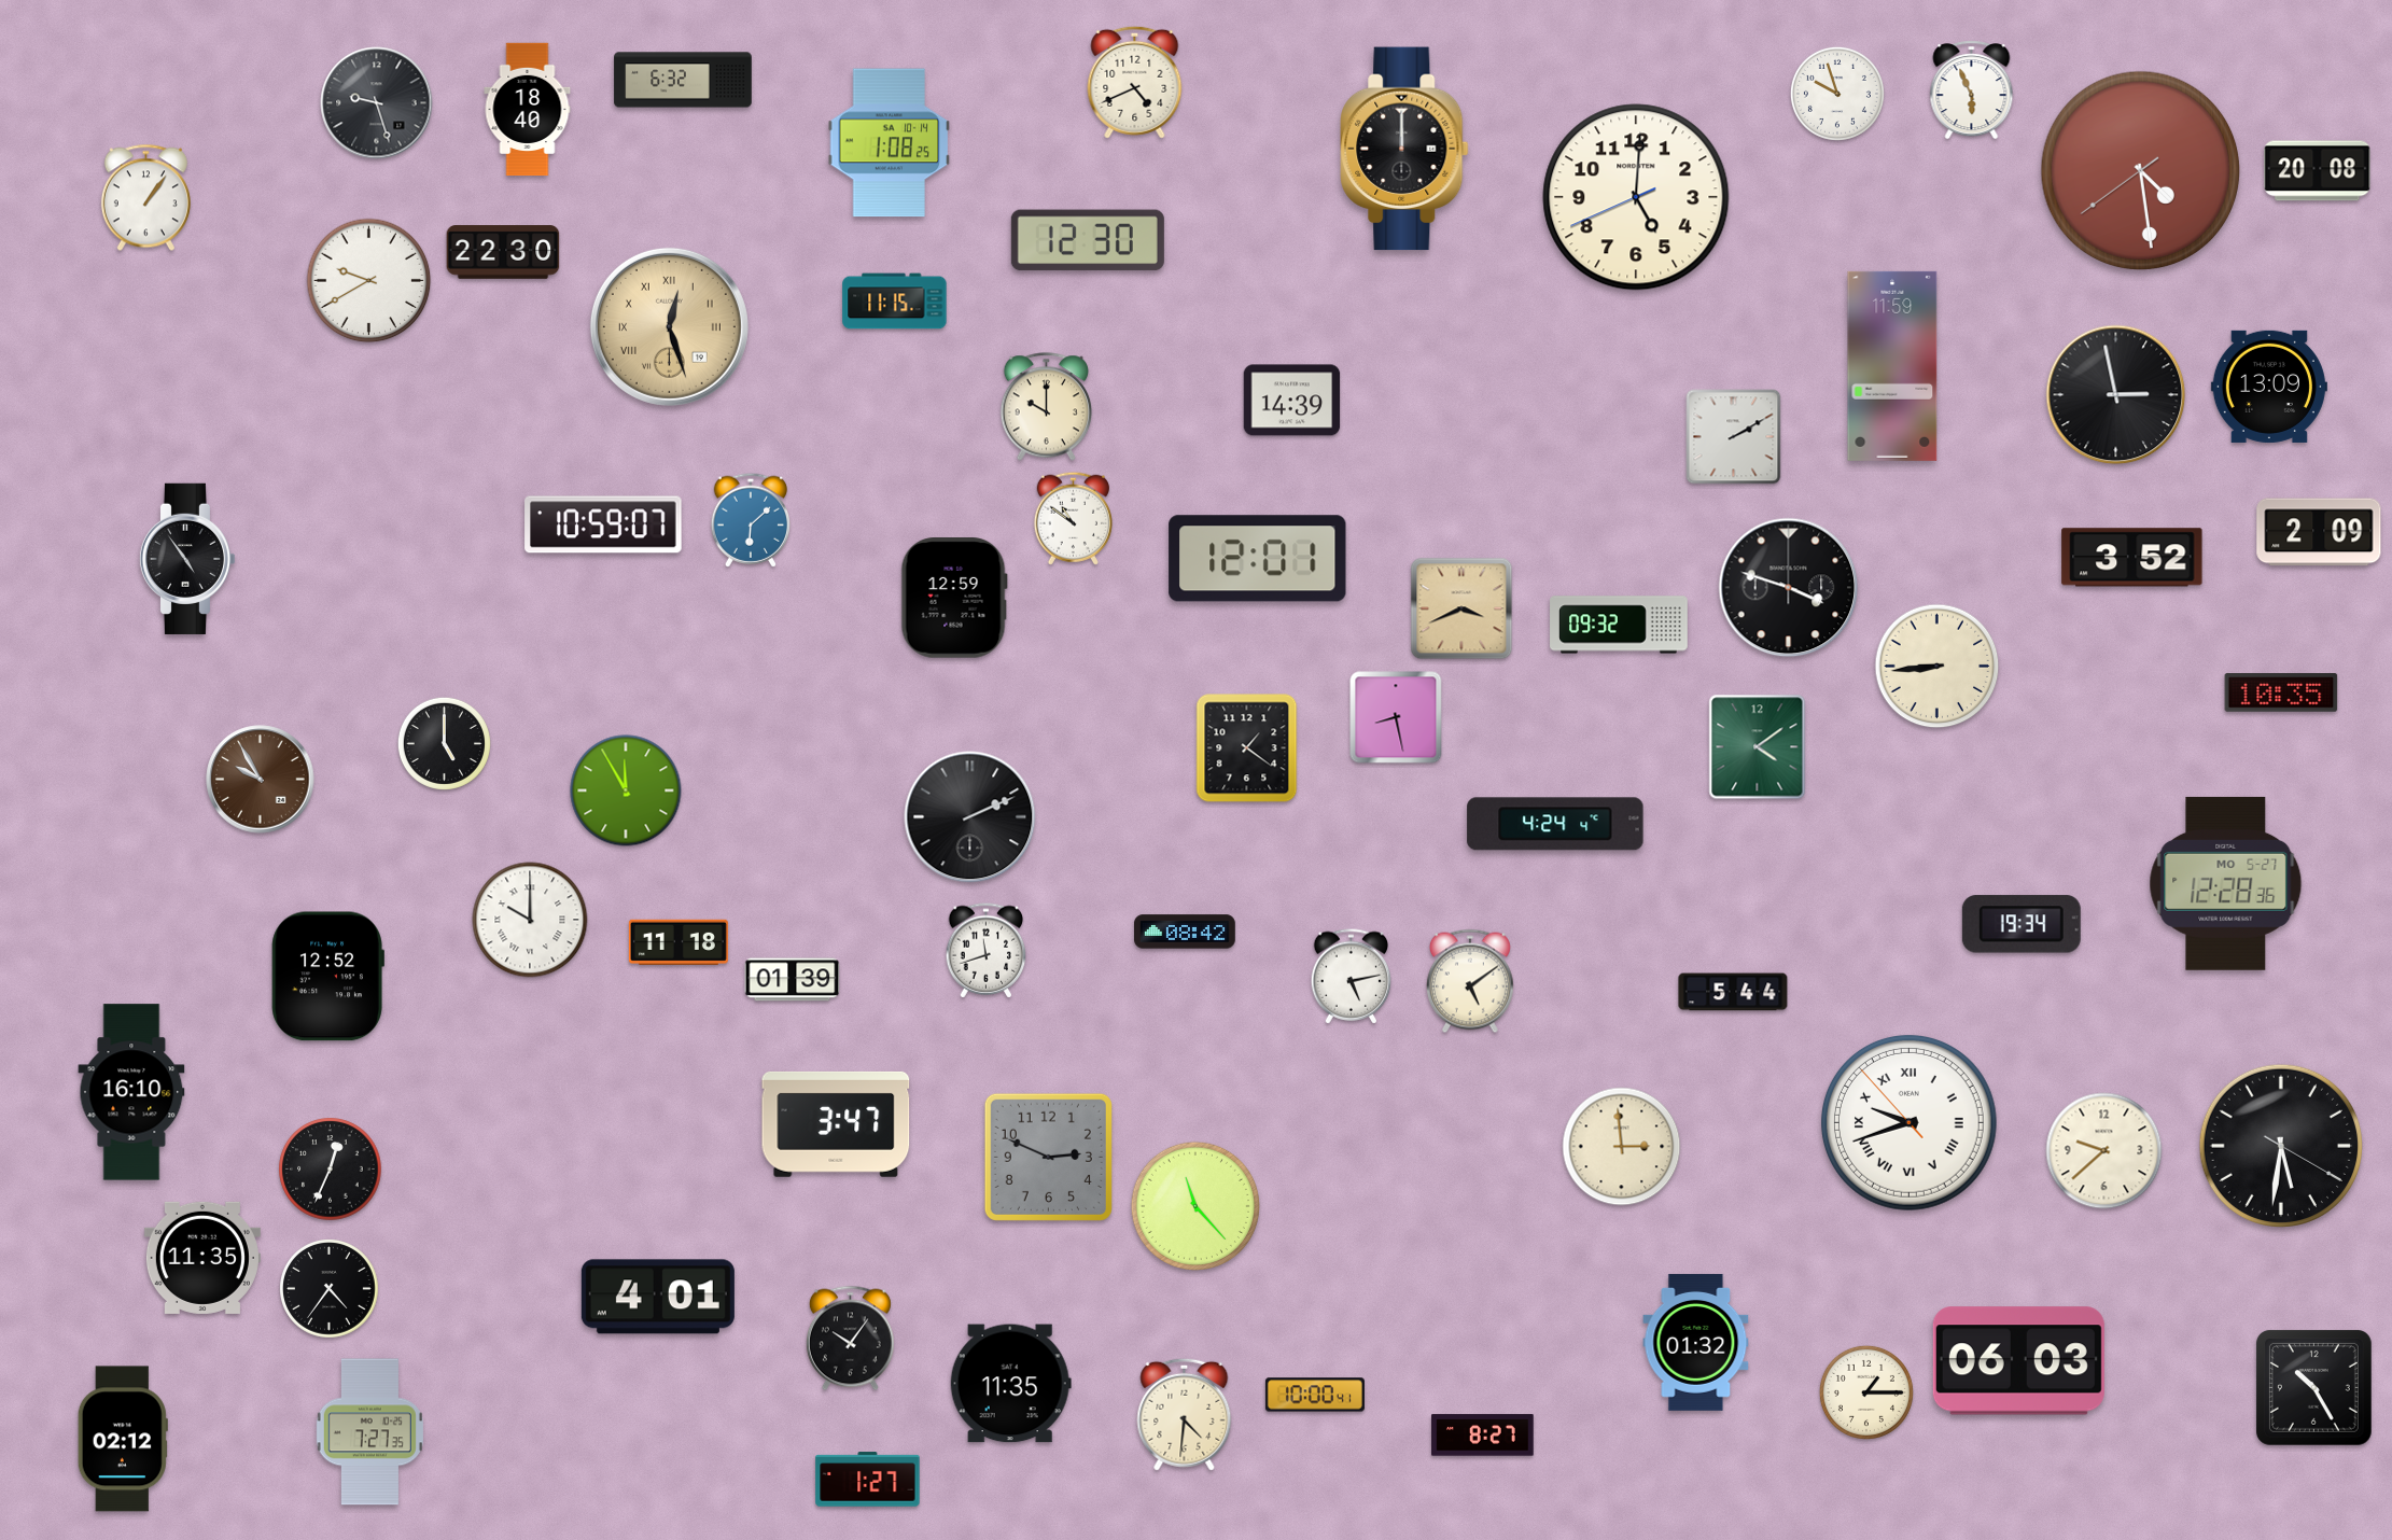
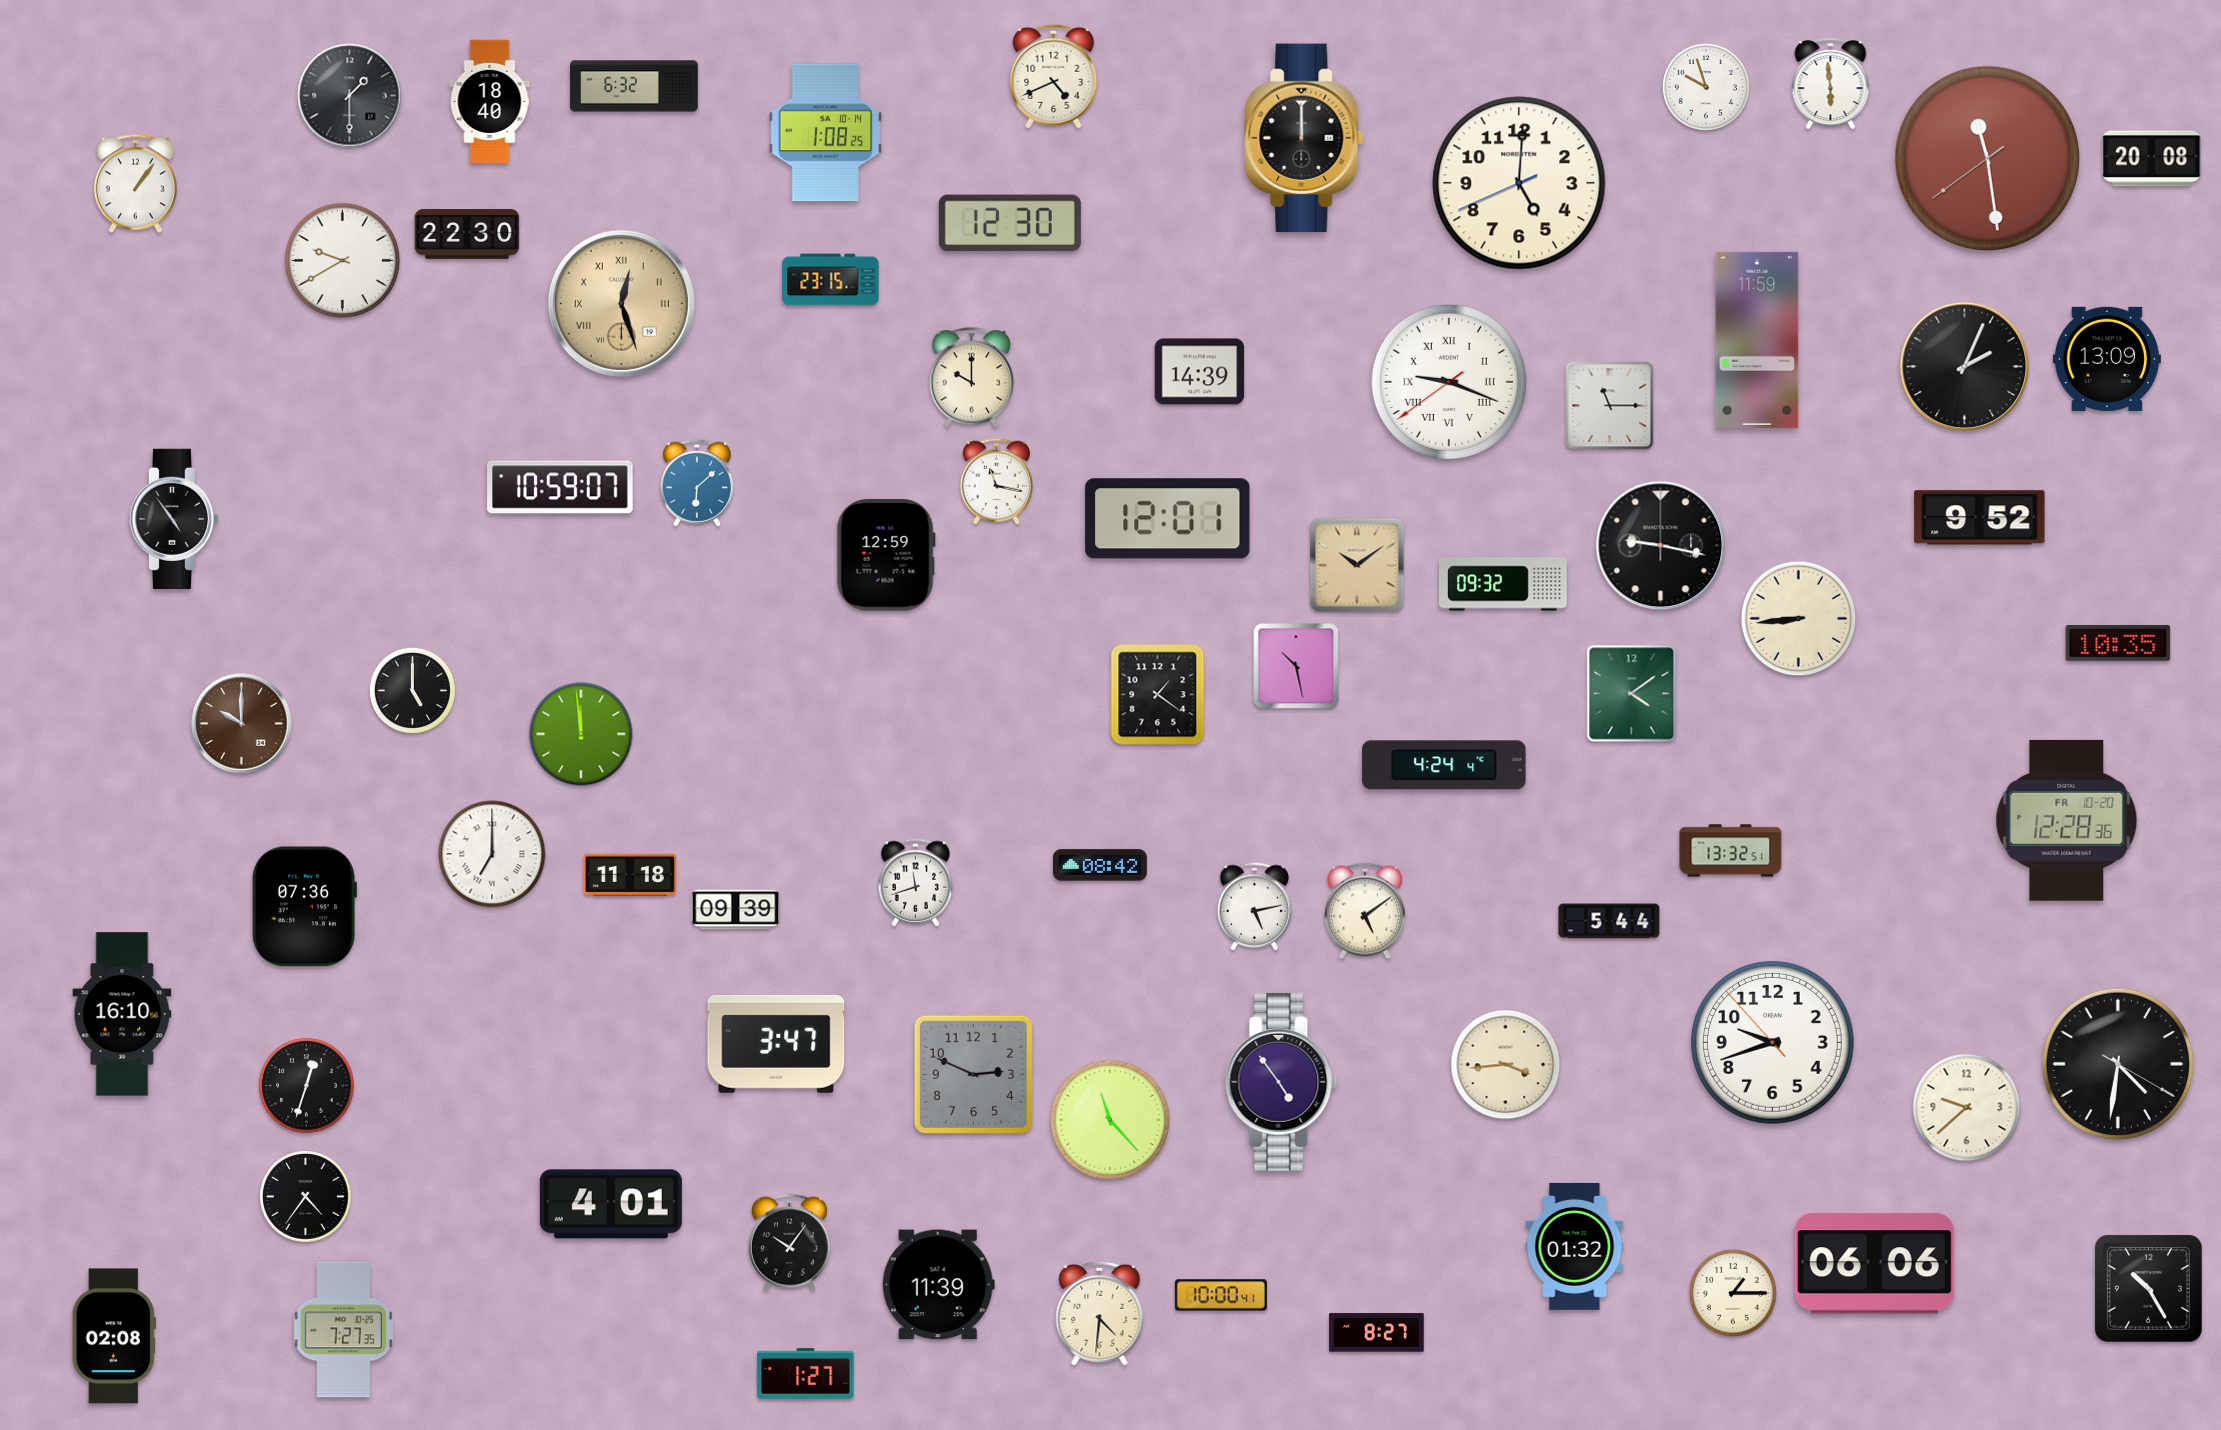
clock at (683, 80) position: (683, 80) -> (634, 86)
clock at (1972, 90): 5:56 -> 5:59
clock at (377, 103): 9:27 -> 1:30
clock at (2141, 171): 4:28 -> 11:28
clock at (895, 302): 11:15 -> 23:15
clock at (2116, 395): 2:58 -> 2:04
clock at (1449, 382): none -> 9:18
clock at (1734, 437): 2:10 -> 11:15
clock at (1073, 518): 10:51 -> 11:17
clock at (2319, 532): 2:09 -> none
clock at (2132, 558): 3:52 -> 9:52
clock at (1789, 588): 3:48 -> 9:17
clock at (1461, 608): 3:41 -> 10:09
clock at (1619, 625) position: (1619, 625) -> (1503, 584)
clock at (1396, 717): 8:28 -> 10:28
clock at (261, 780): 9:55 -> 10:00
clock at (626, 790): 11:55 -> 11:59
clock at (970, 817): 2:11 -> none
clock at (2226, 883) date: MO 5-27 -> FR 10-20
clock at (1731, 851): none -> 13:32
clock at (530, 920): 10:00 -> 7:00
clock at (2022, 924): 19:34 -> none
clock at (327, 977): 12:52 -> 07:36
clock at (793, 980): 01:39 -> 09:39
clock at (1908, 1122) numerals: Roman -> Arabic
clock at (2280, 1145): 5:31 -> 4:31
clock at (1622, 1147): 2:59 -> 3:44
clock at (2104, 1151) position: (2104, 1151) -> (1967, 1108)
clock at (1281, 1082): none -> 4:54
clock at (331, 1170): 12:34 -> 12:33
clock at (202, 1258): 11:35 -> none
clock at (2018, 1361): 06:03 -> 06:06
clock at (1010, 1384): 11:35 -> 11:39
clock at (123, 1439): 02:12 -> 02:08
